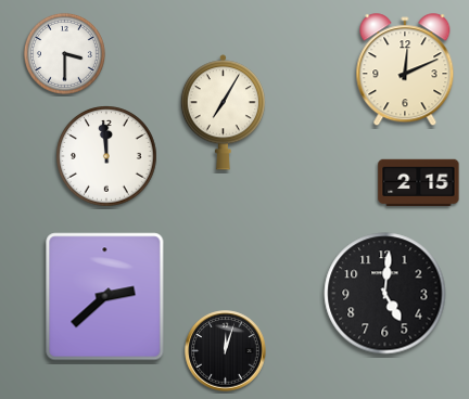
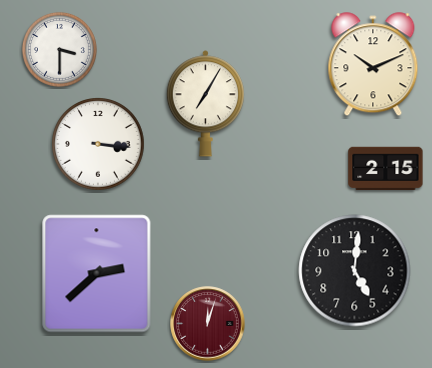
clock at (405, 70): 12:11 -> 10:11
clock at (106, 156): 11:59 -> 3:16
clock at (226, 351) dial: black -> burgundy
